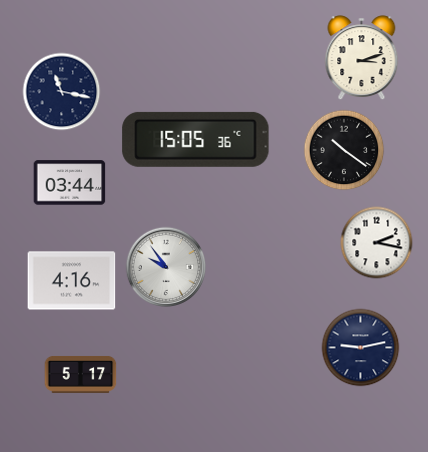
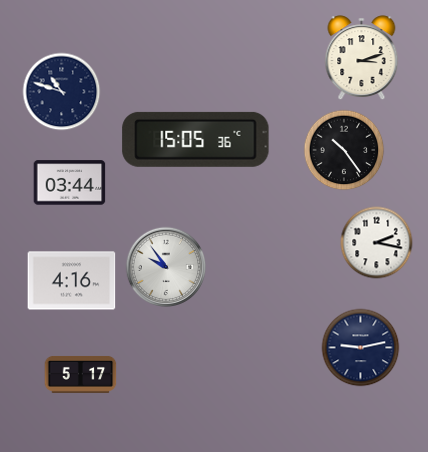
clock at (62, 92): 11:17 -> 10:48
clock at (344, 150): 10:21 -> 10:24
